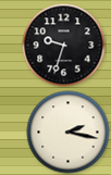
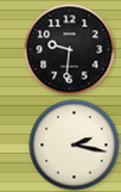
clock at (64, 46): 9:33 -> 9:31
